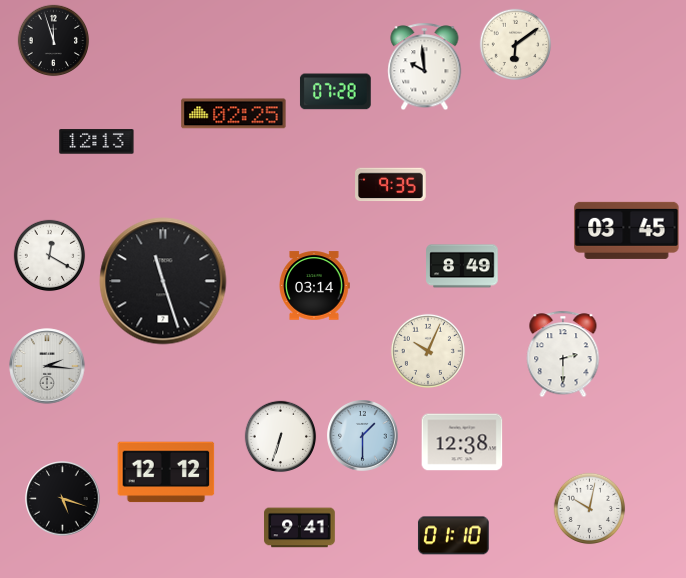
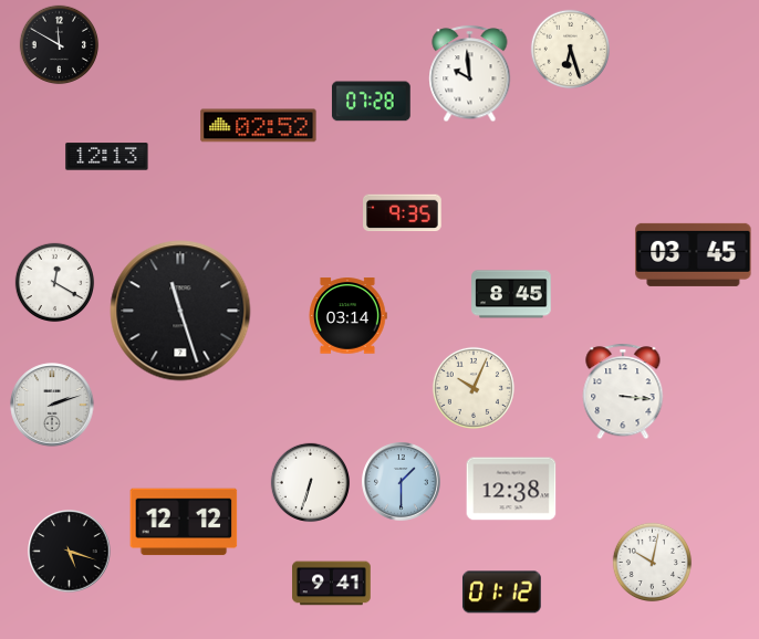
clock at (54, 41): 11:57 -> 11:50
clock at (516, 45): 6:09 -> 6:27
clock at (234, 114): 02:25 -> 02:52
clock at (391, 185) position: (391, 185) -> (403, 213)
clock at (462, 266): 8:49 -> 8:45
clock at (563, 354): 2:30 -> 3:16
clock at (47, 366): 2:16 -> 2:12
clock at (454, 536): 01:10 -> 01:12
